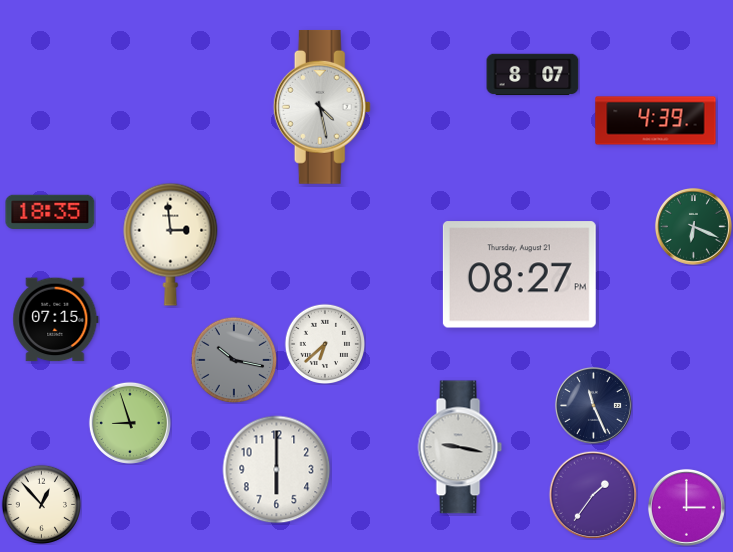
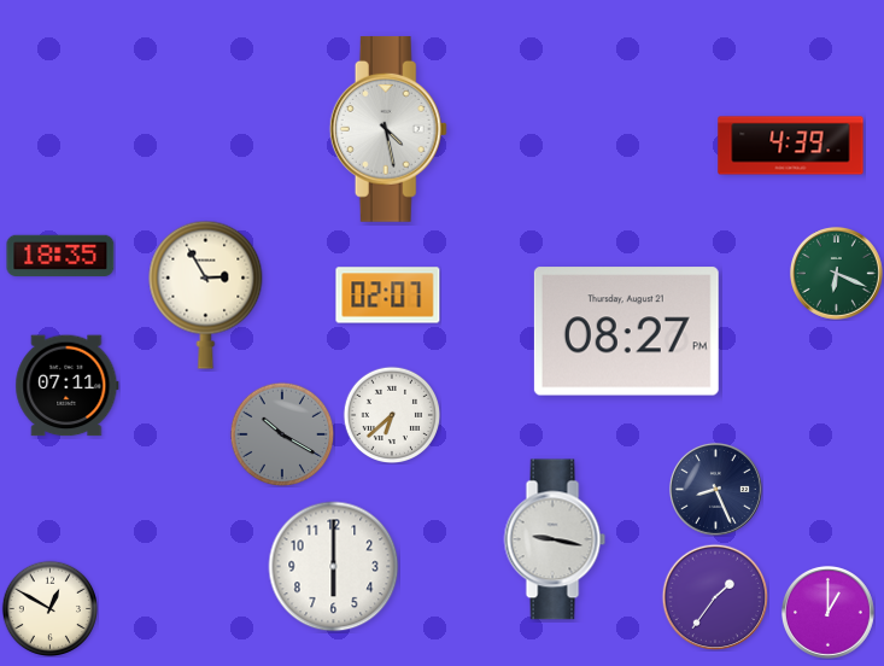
clock at (533, 75): 8:07 -> none
clock at (171, 244): 2:59 -> 2:55
clock at (388, 296): none -> 02:07
clock at (56, 320): 07:15 -> 07:11
clock at (234, 360): 10:17 -> 10:20
clock at (593, 405): 11:26 -> 8:26
clock at (130, 423): 8:57 -> none
clock at (41, 504): 12:53 -> 12:50
clock at (686, 507): 3:00 -> 1:00
